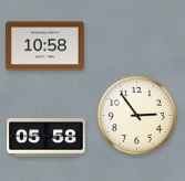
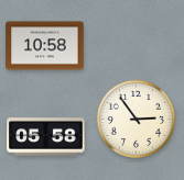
clock at (136, 115) position: (136, 115) -> (136, 119)
